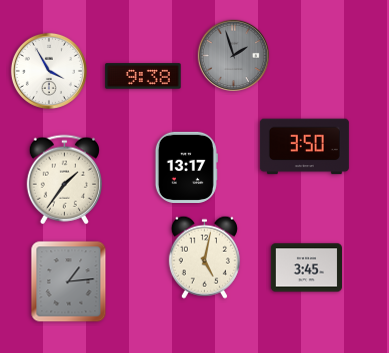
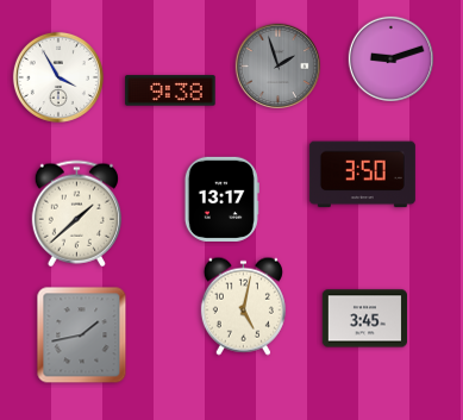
clock at (390, 58): none -> 9:12
clock at (49, 71) position: (49, 71) -> (58, 77)
clock at (64, 180): 1:36 -> 1:38
clock at (69, 282): 1:14 -> 1:43
